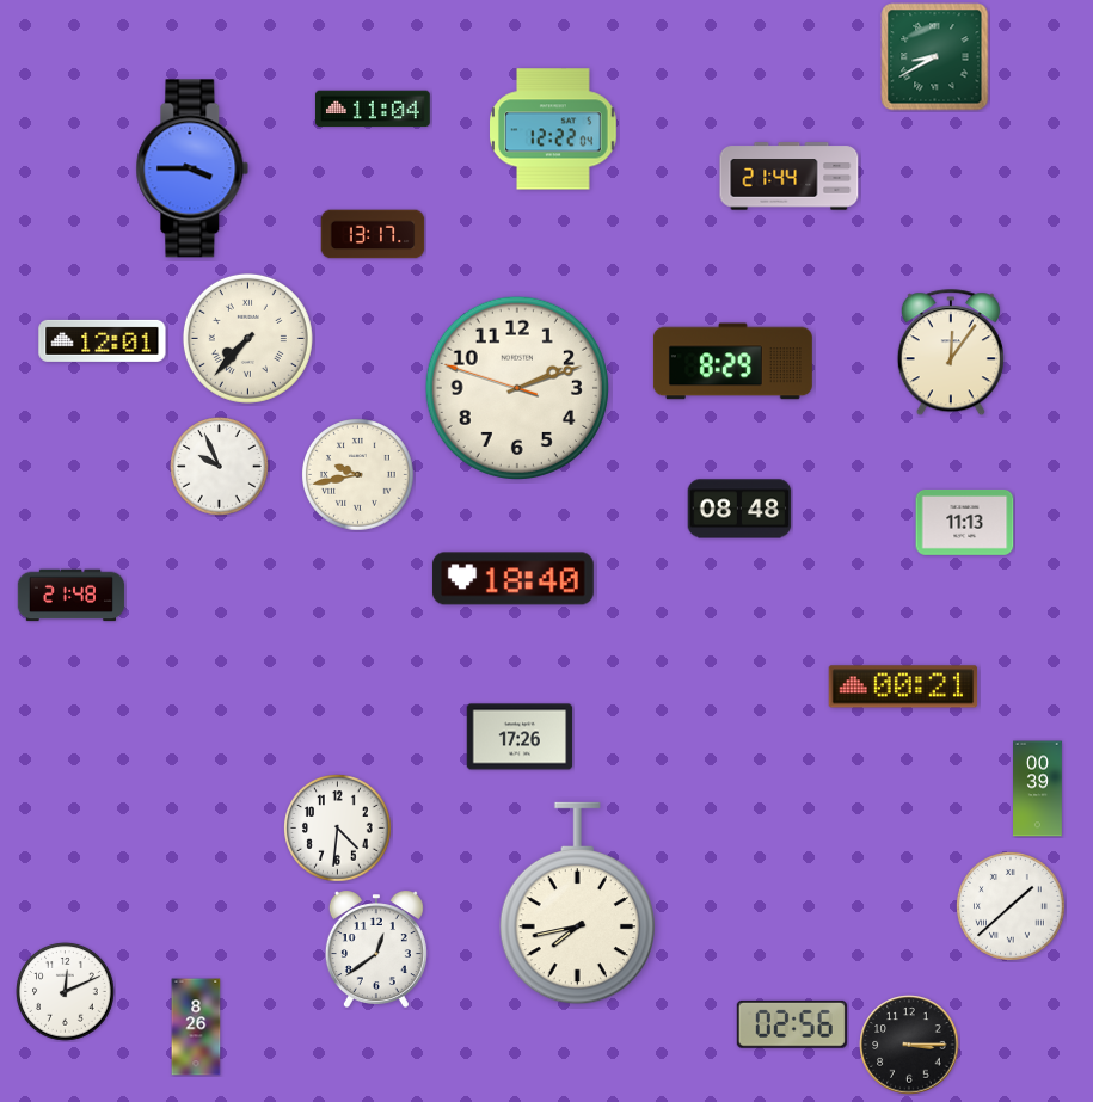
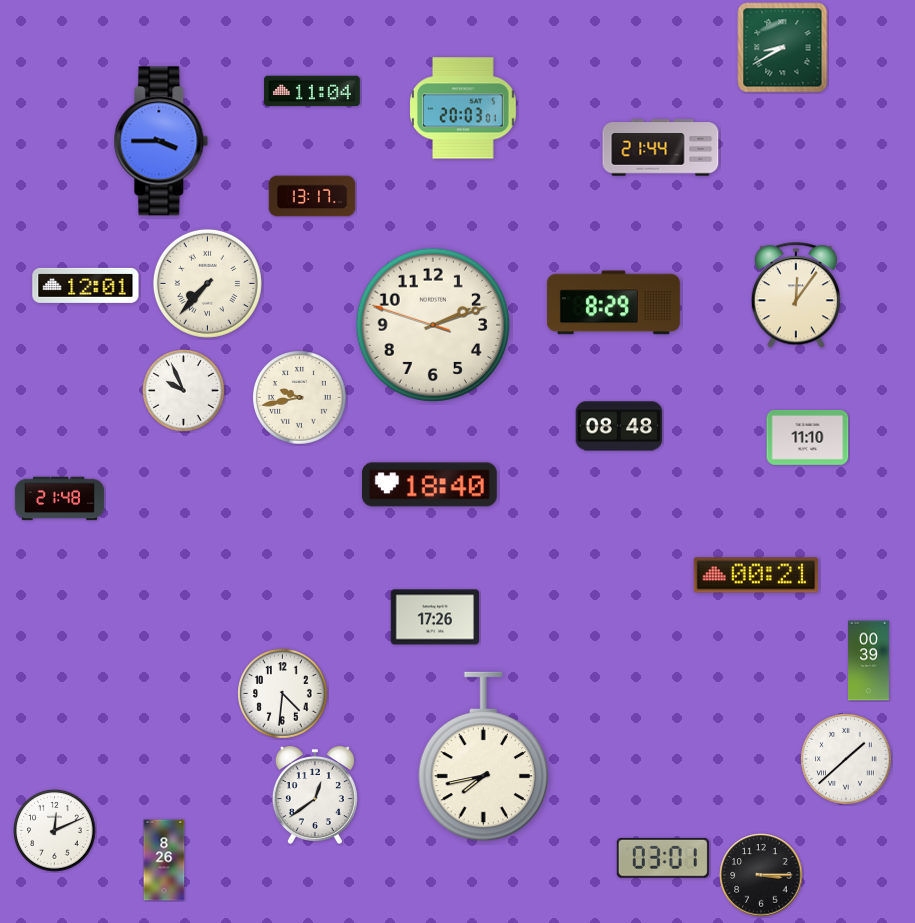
clock at (553, 129): 12:22 -> 20:03
clock at (965, 522): 11:13 -> 11:10
clock at (792, 1024): 02:56 -> 03:01
